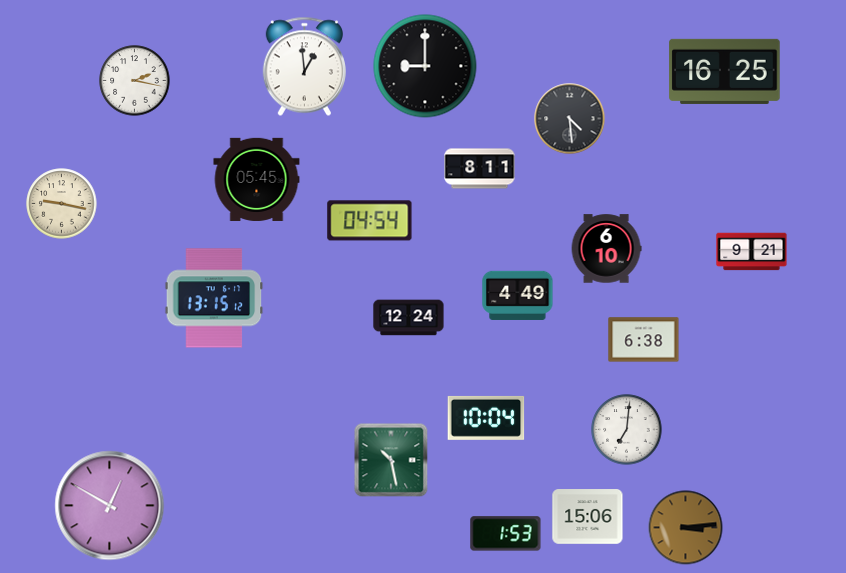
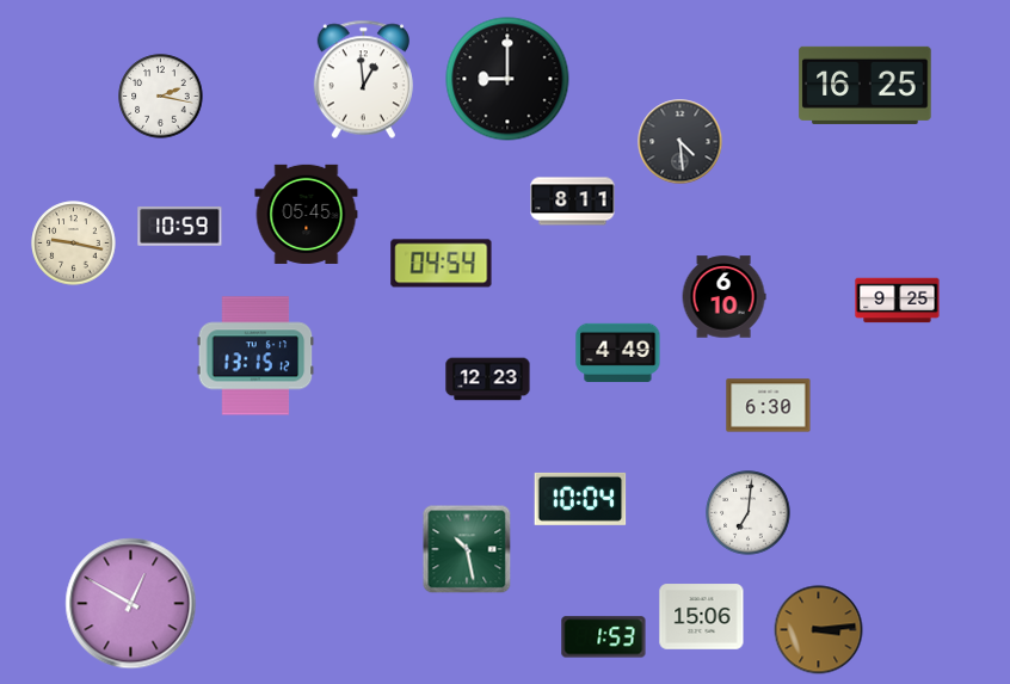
clock at (180, 226): none -> 10:59
clock at (752, 252): 9:21 -> 9:25
clock at (409, 318): 12:24 -> 12:23
clock at (644, 340): 6:38 -> 6:30
